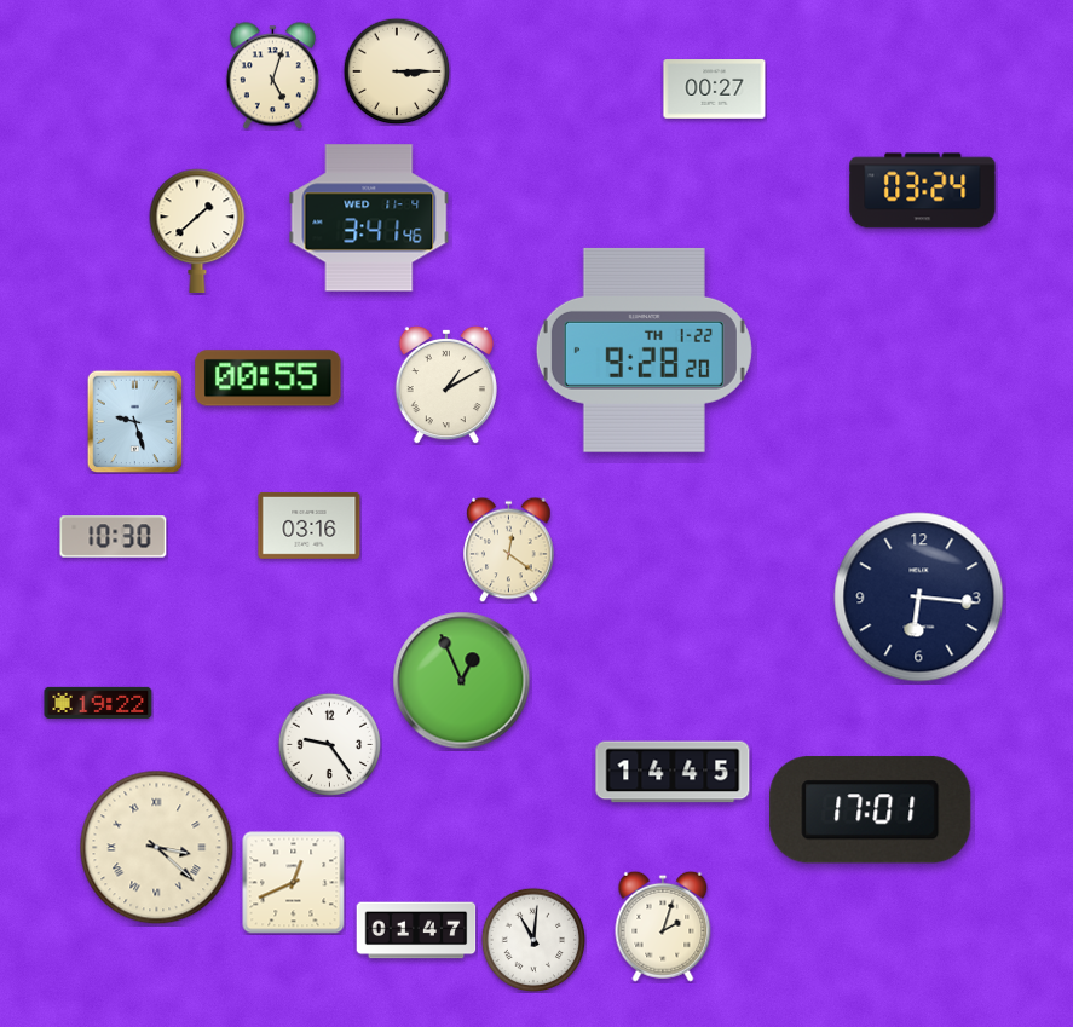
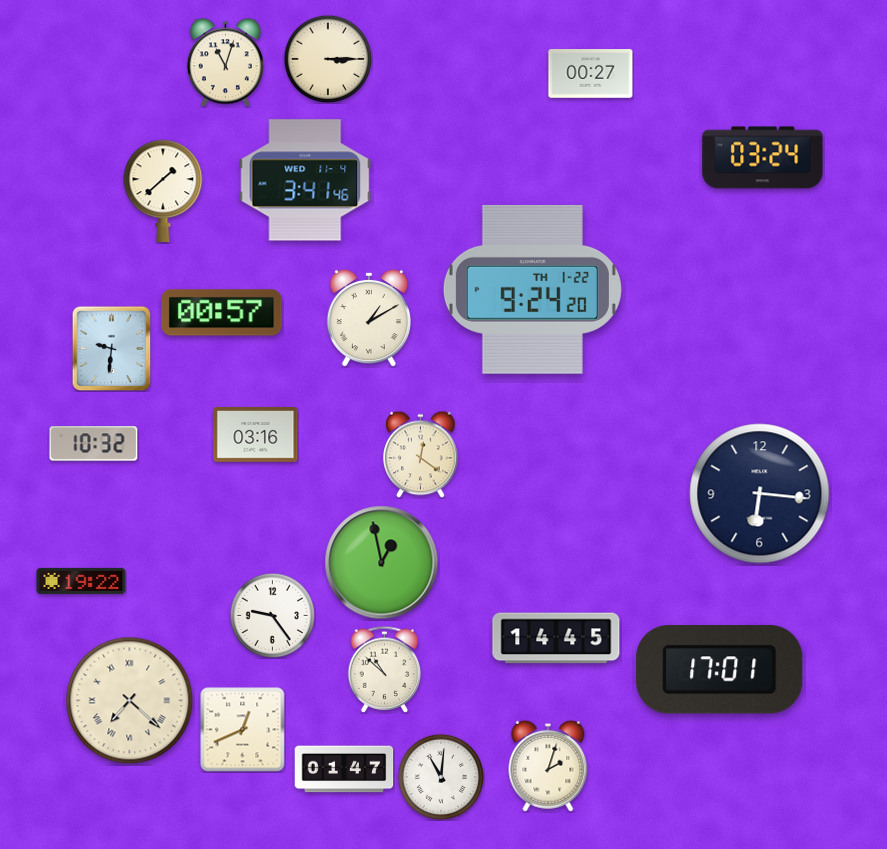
clock at (272, 76): 5:03 -> 11:03
clock at (644, 350): 9:28 -> 9:24
clock at (269, 379): 00:55 -> 00:57
clock at (135, 421): 9:27 -> 9:31
clock at (114, 537): 10:30 -> 10:32
clock at (462, 681): 12:56 -> 12:58
clock at (385, 669): none -> 10:52
clock at (157, 848): 3:22 -> 7:22
